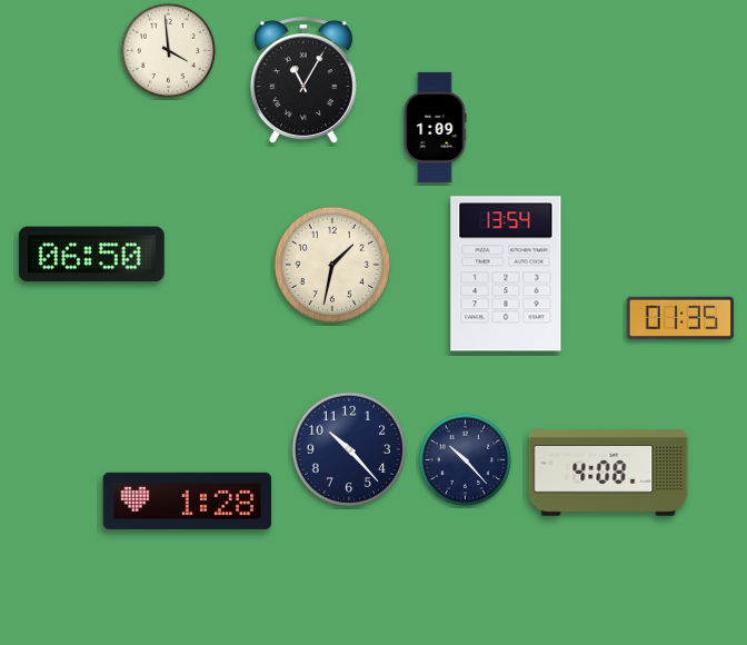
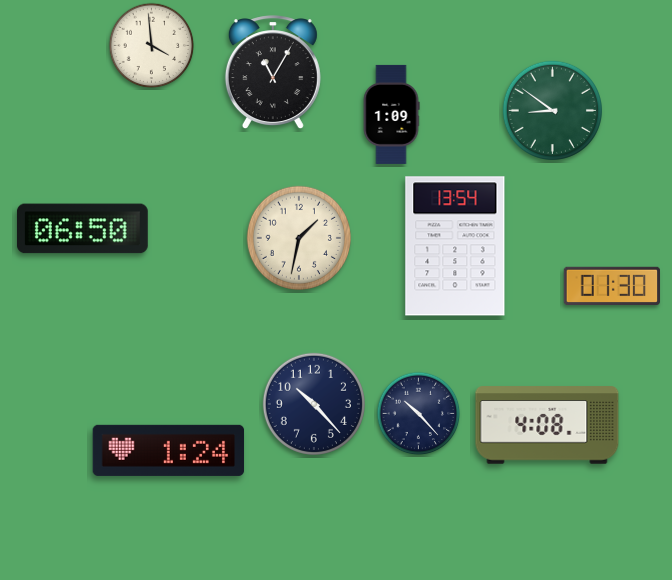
clock at (552, 110): none -> 8:51
clock at (679, 317): 01:35 -> 01:30
clock at (188, 500): 1:28 -> 1:24
